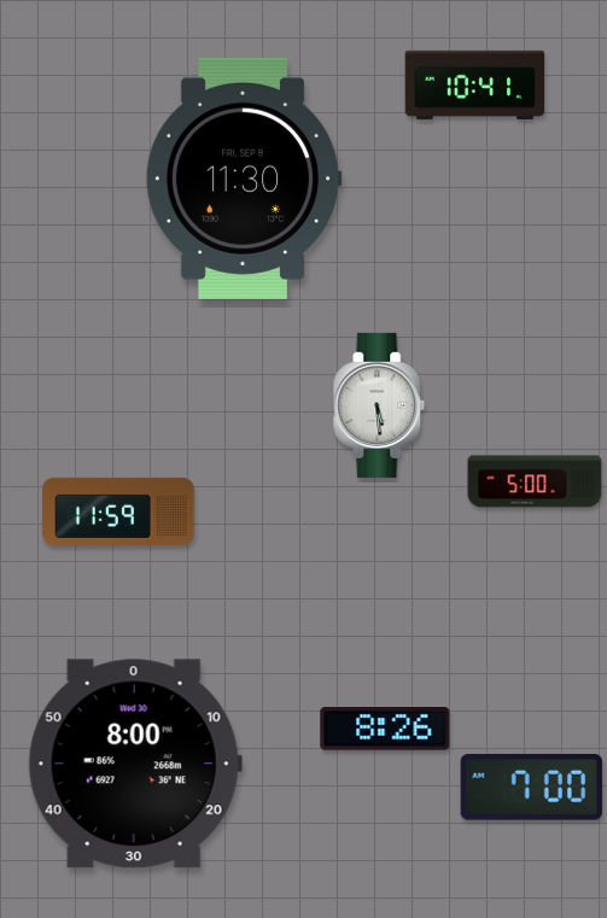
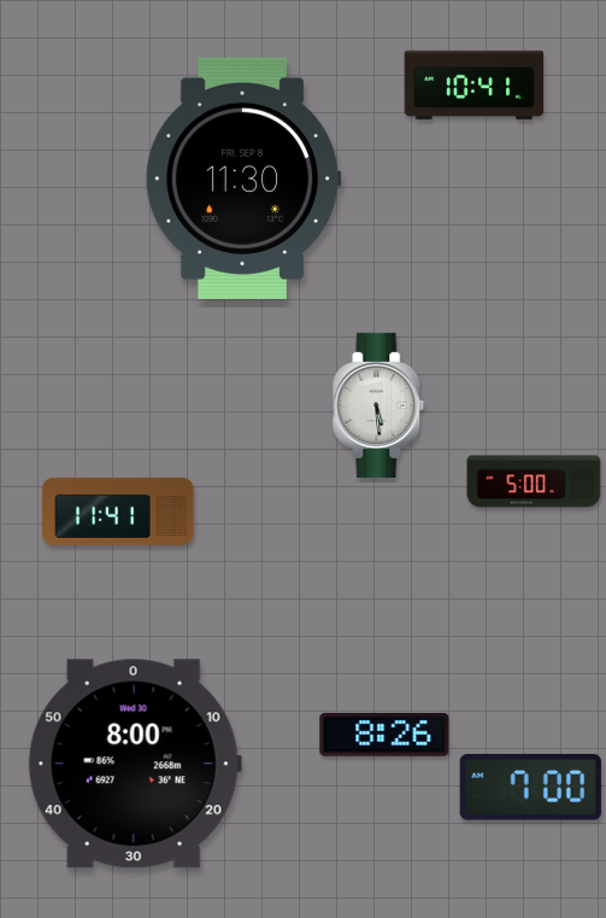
clock at (118, 511): 11:59 -> 11:41
clock at (385, 730) position: (385, 730) -> (384, 736)
